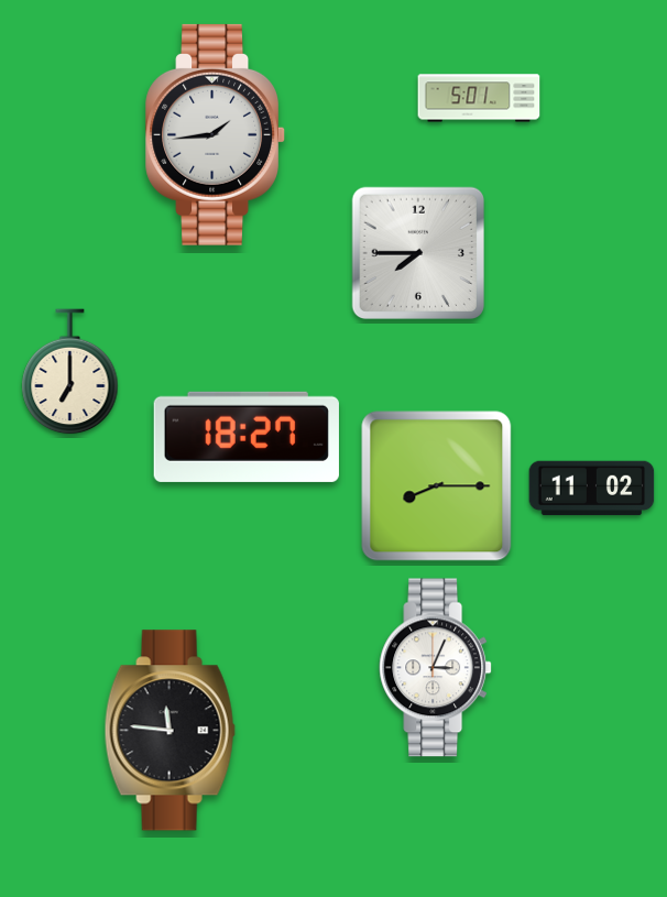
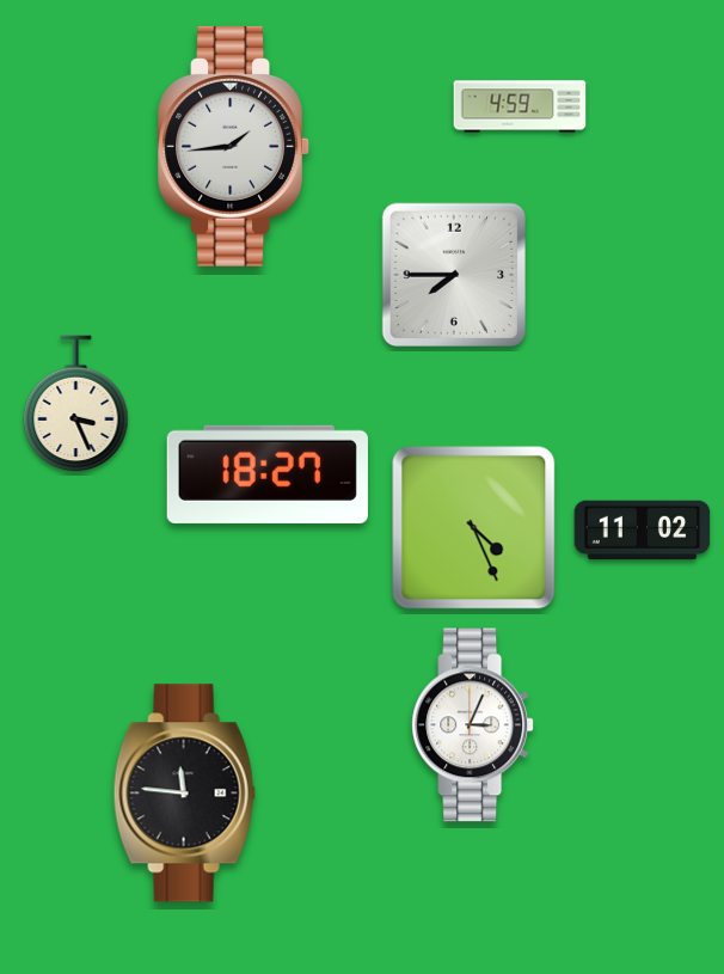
clock at (479, 98): 5:01 -> 4:59
clock at (70, 372): 7:00 -> 3:26
clock at (437, 486): 8:15 -> 4:26
